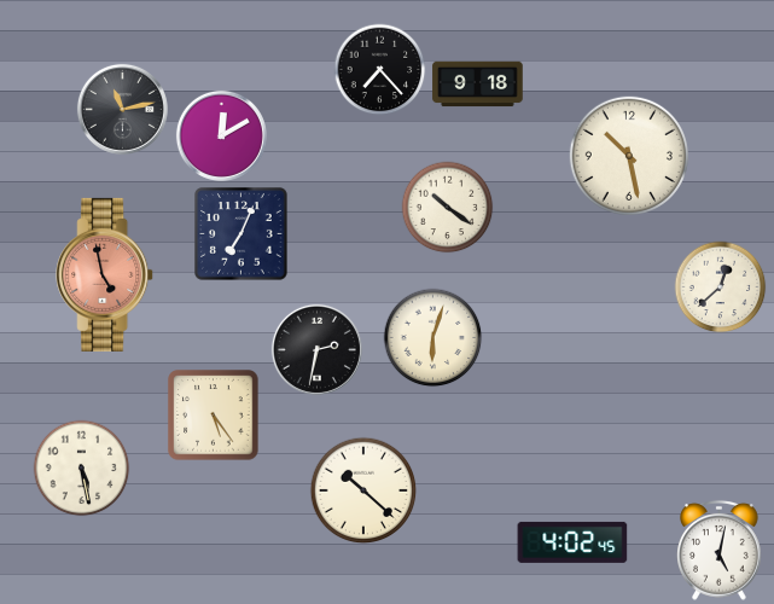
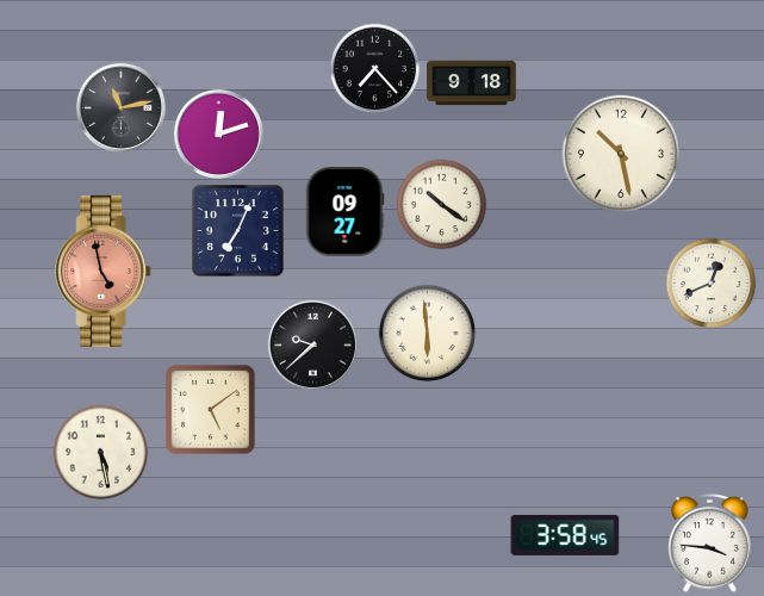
clock at (221, 135): 12:10 -> 12:12
clock at (346, 212): none -> 09:27
clock at (721, 288): 12:38 -> 12:41
clock at (433, 338): 6:03 -> 5:59
clock at (316, 349): 2:32 -> 9:38
clock at (214, 416): 5:24 -> 5:09
clock at (82, 469) position: (82, 469) -> (101, 453)
clock at (363, 490): 10:22 -> none
clock at (572, 542): 4:02 -> 3:58
clock at (720, 550): 5:02 -> 3:46
